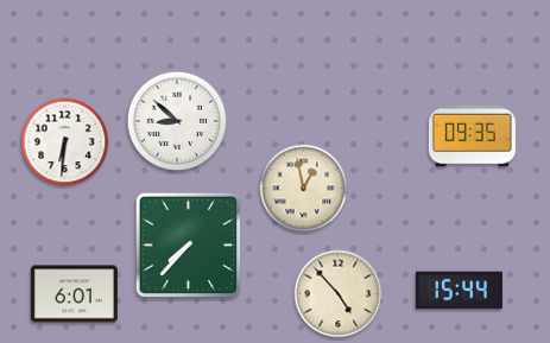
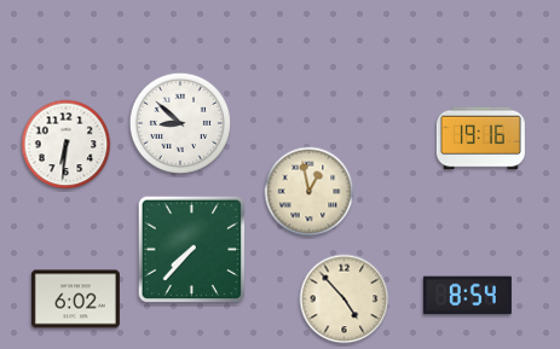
clock at (472, 136): 09:35 -> 19:16
clock at (459, 291): 15:44 -> 8:54
clock at (74, 294): 6:01 -> 6:02
